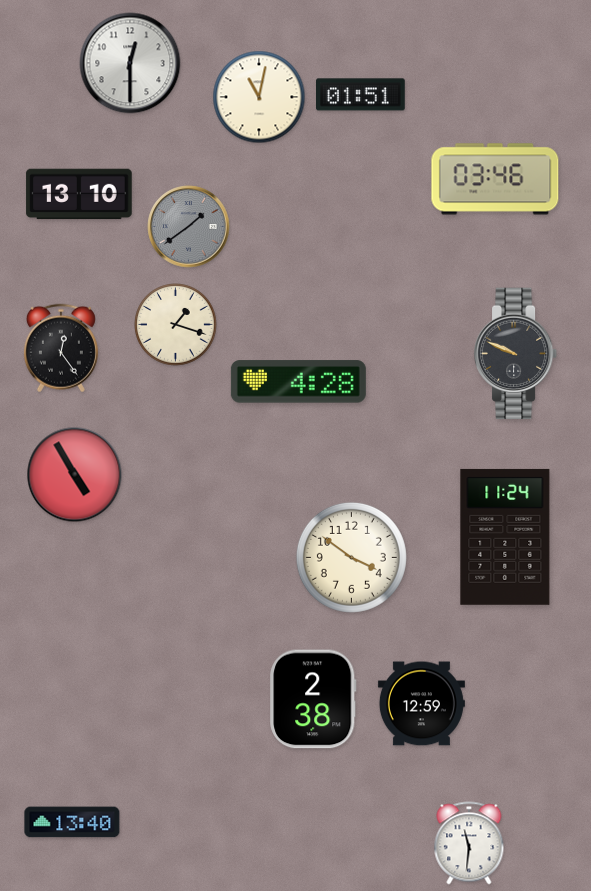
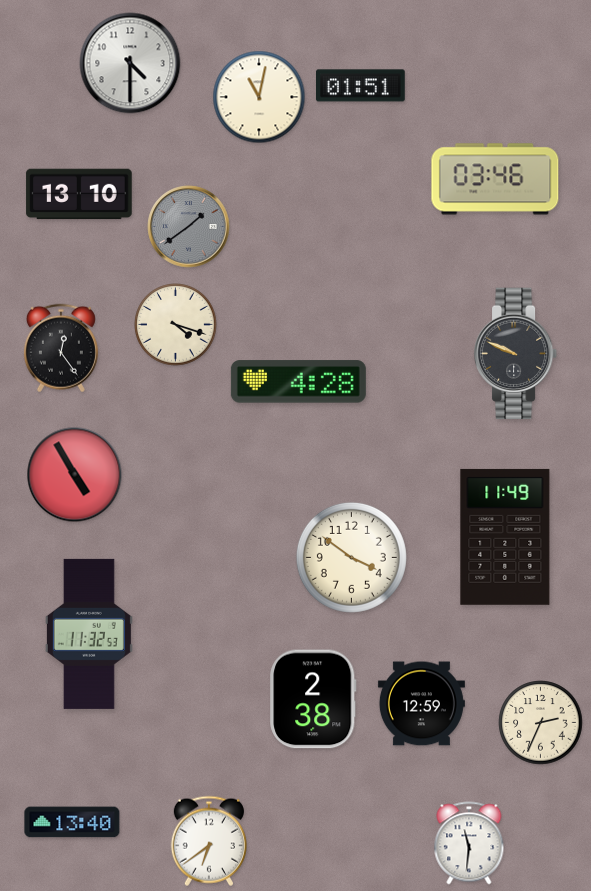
clock at (130, 63): 12:30 -> 4:30
clock at (361, 95) position: (361, 95) -> (361, 86)
clock at (176, 325): 1:18 -> 4:18
clock at (505, 537): 11:24 -> 11:49
clock at (89, 634): none -> 11:32
clock at (541, 723): none -> 2:34
clock at (209, 841): none -> 6:39
